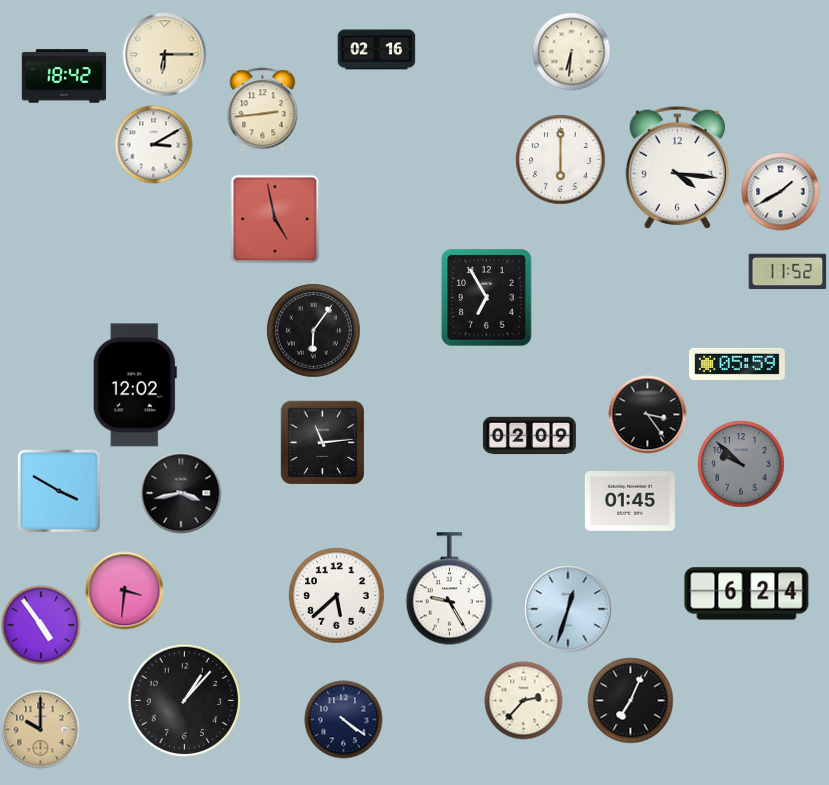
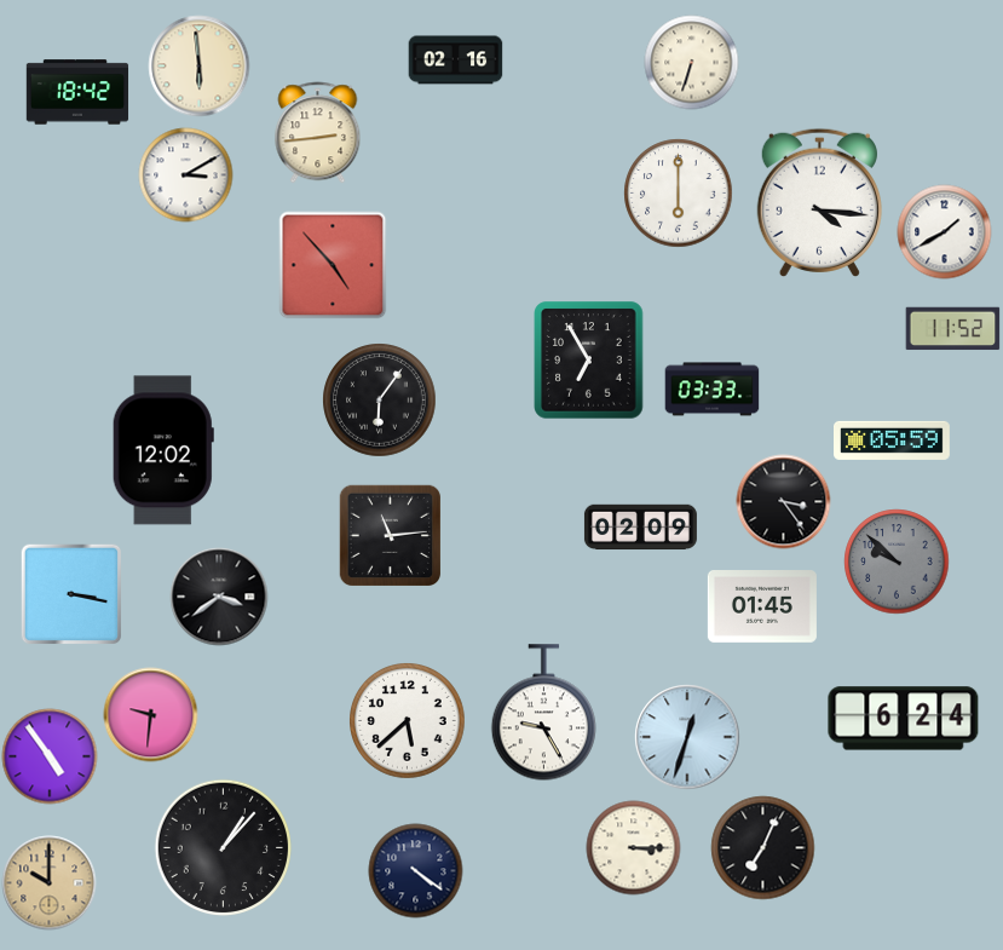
clock at (571, 51): 6:31 -> 6:33
clock at (164, 54): 6:15 -> 5:59
clock at (275, 219): 4:58 -> 4:53
clock at (711, 390): none -> 03:33
clock at (135, 385) position: (135, 385) -> (163, 450)
clock at (59, 491): 3:50 -> 3:17
clock at (181, 493): 3:43 -> 3:39
clock at (124, 590): 3:31 -> 9:31
clock at (523, 700): 2:37 -> 3:15
